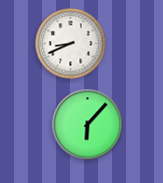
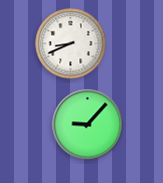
clock at (88, 125): 6:07 -> 9:07
